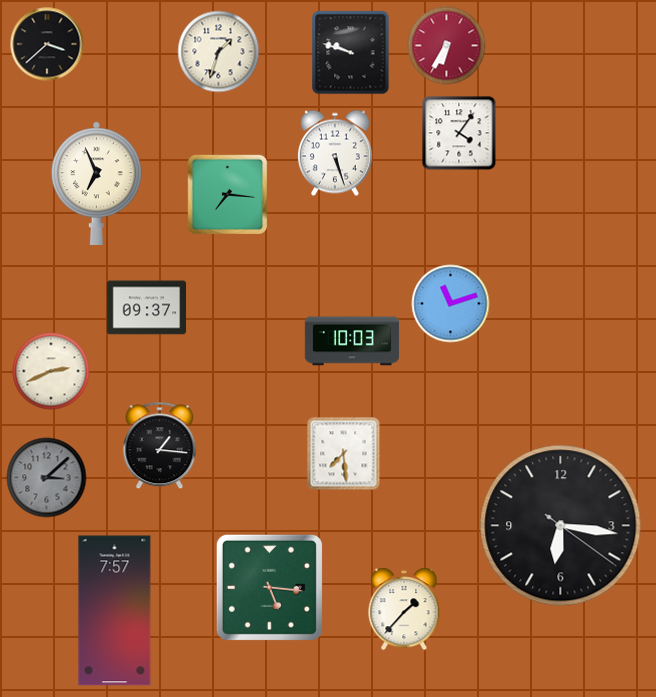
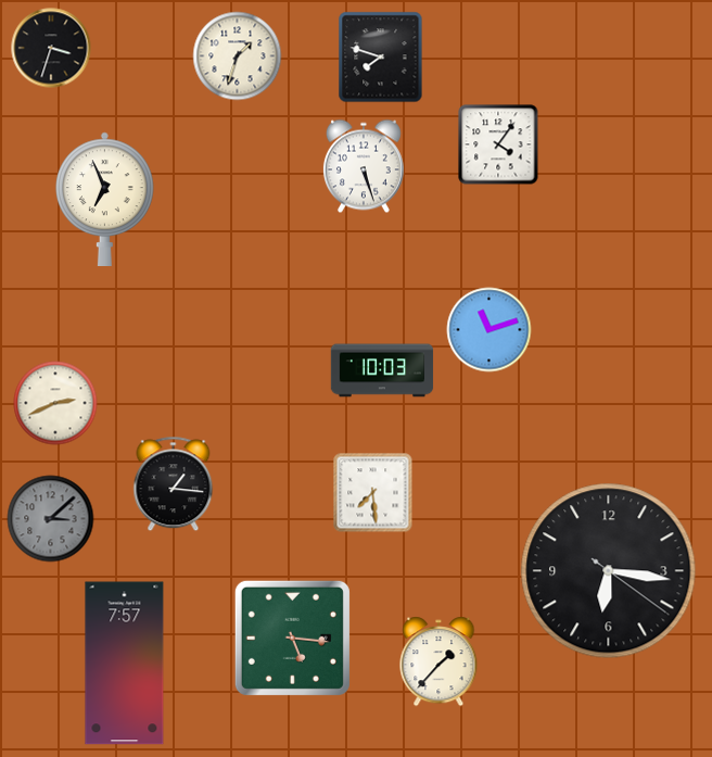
clock at (47, 44): 3:38 -> 3:33
clock at (447, 46): 6:35 -> none
clock at (351, 53): 9:48 -> 7:48
clock at (228, 195): 7:16 -> none
clock at (147, 308): 09:37 -> none
